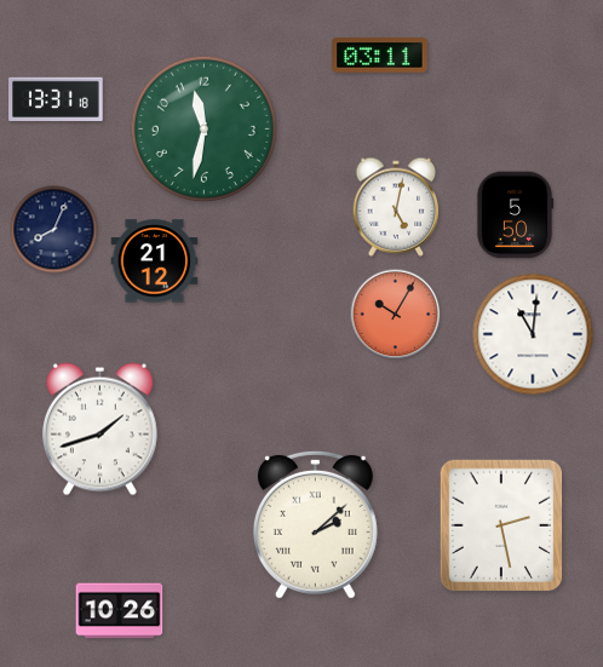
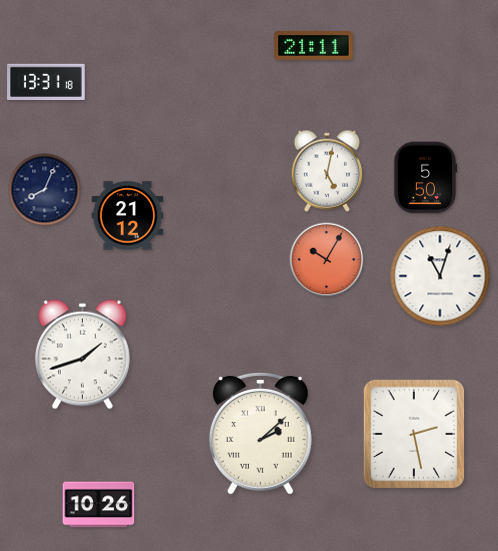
clock at (380, 56): 03:11 -> 21:11
clock at (203, 128): 11:32 -> none
clock at (533, 334): 11:01 -> 11:03
